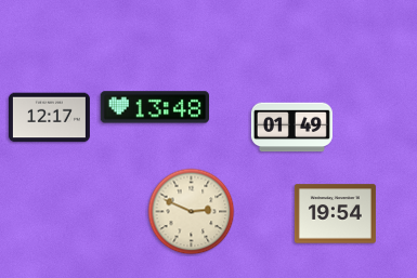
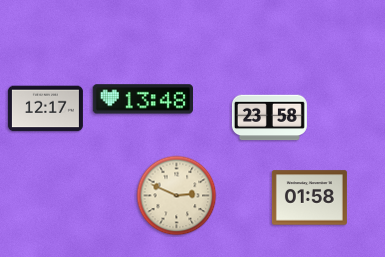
clock at (291, 128): 01:49 -> 23:58
clock at (335, 214): 19:54 -> 01:58
